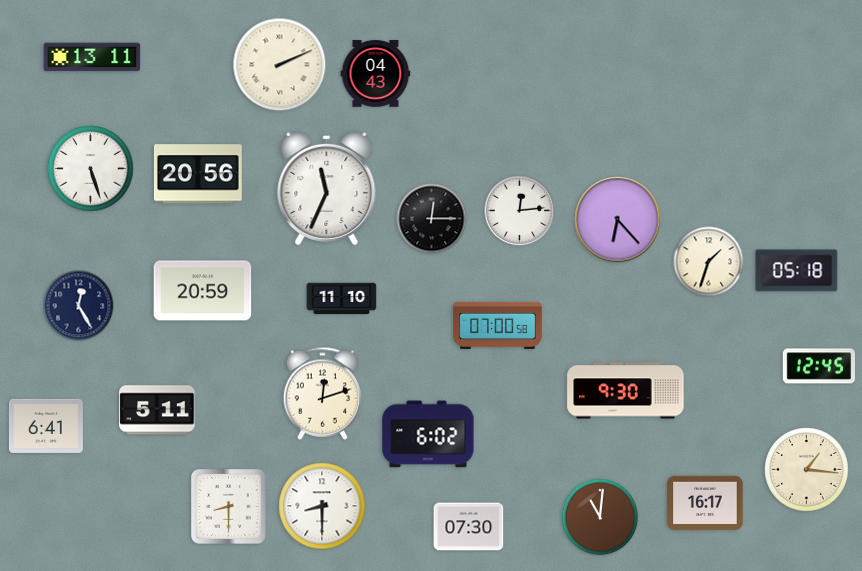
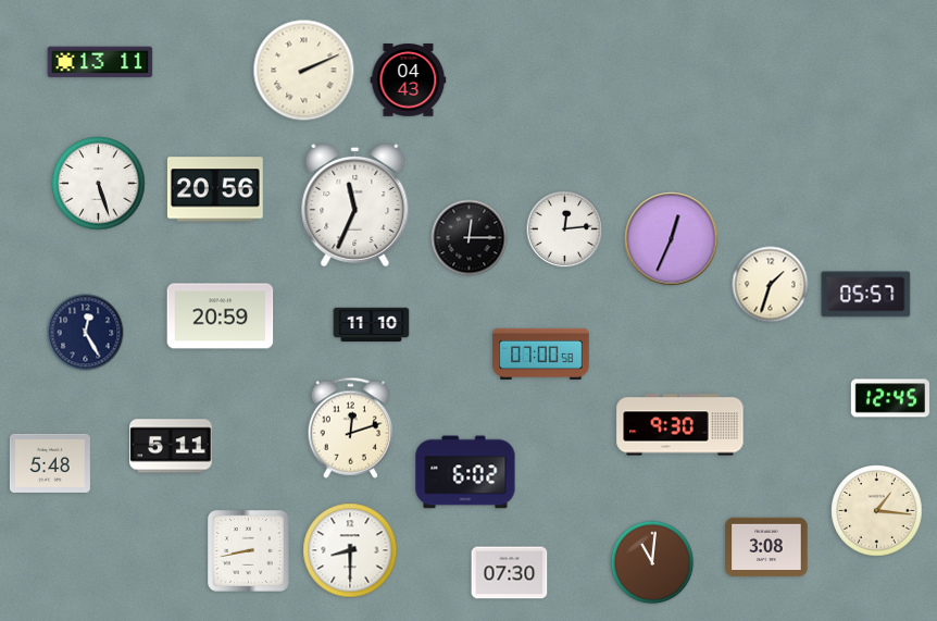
clock at (618, 220): 6:23 -> 12:34
clock at (797, 271): 05:18 -> 05:57
clock at (46, 426): 6:41 -> 5:48
clock at (705, 503): 16:17 -> 3:08
clock at (229, 507): 8:30 -> 8:43
